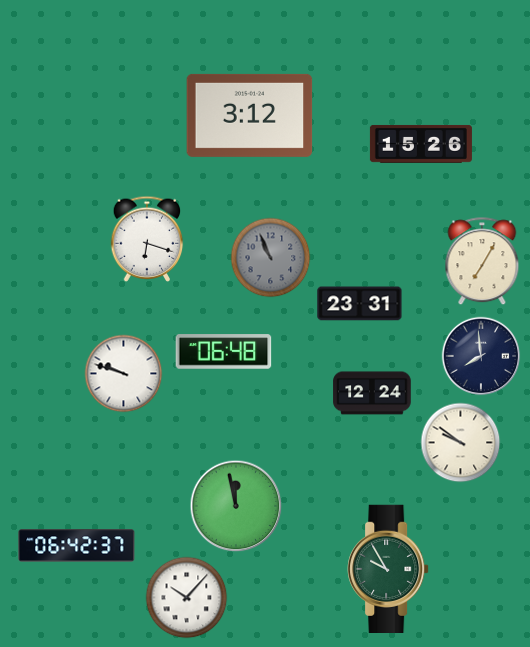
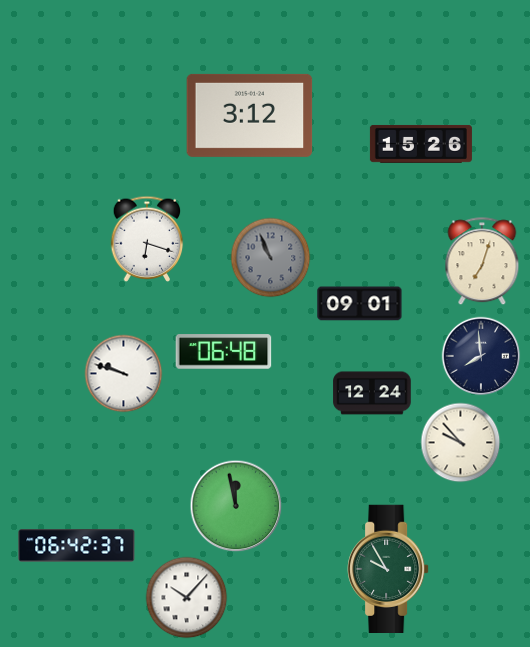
clock at (482, 262): 7:05 -> 7:03
clock at (360, 304): 23:31 -> 09:01
clock at (461, 443): 9:51 -> 9:53
